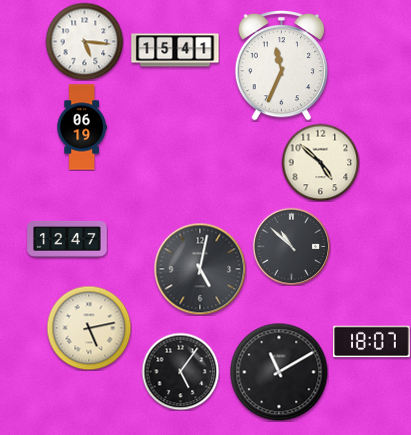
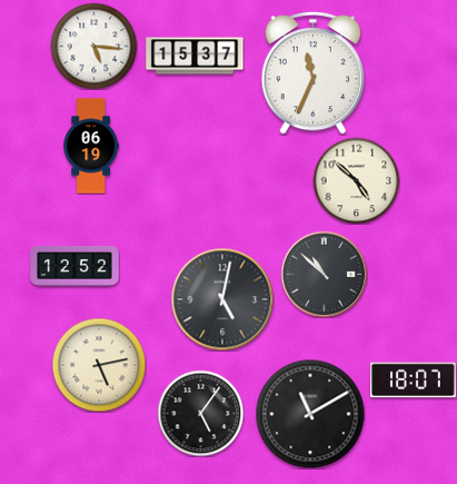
clock at (175, 50): 15:41 -> 15:37
clock at (82, 127) position: (82, 127) -> (91, 146)
clock at (67, 239): 12:47 -> 12:52
